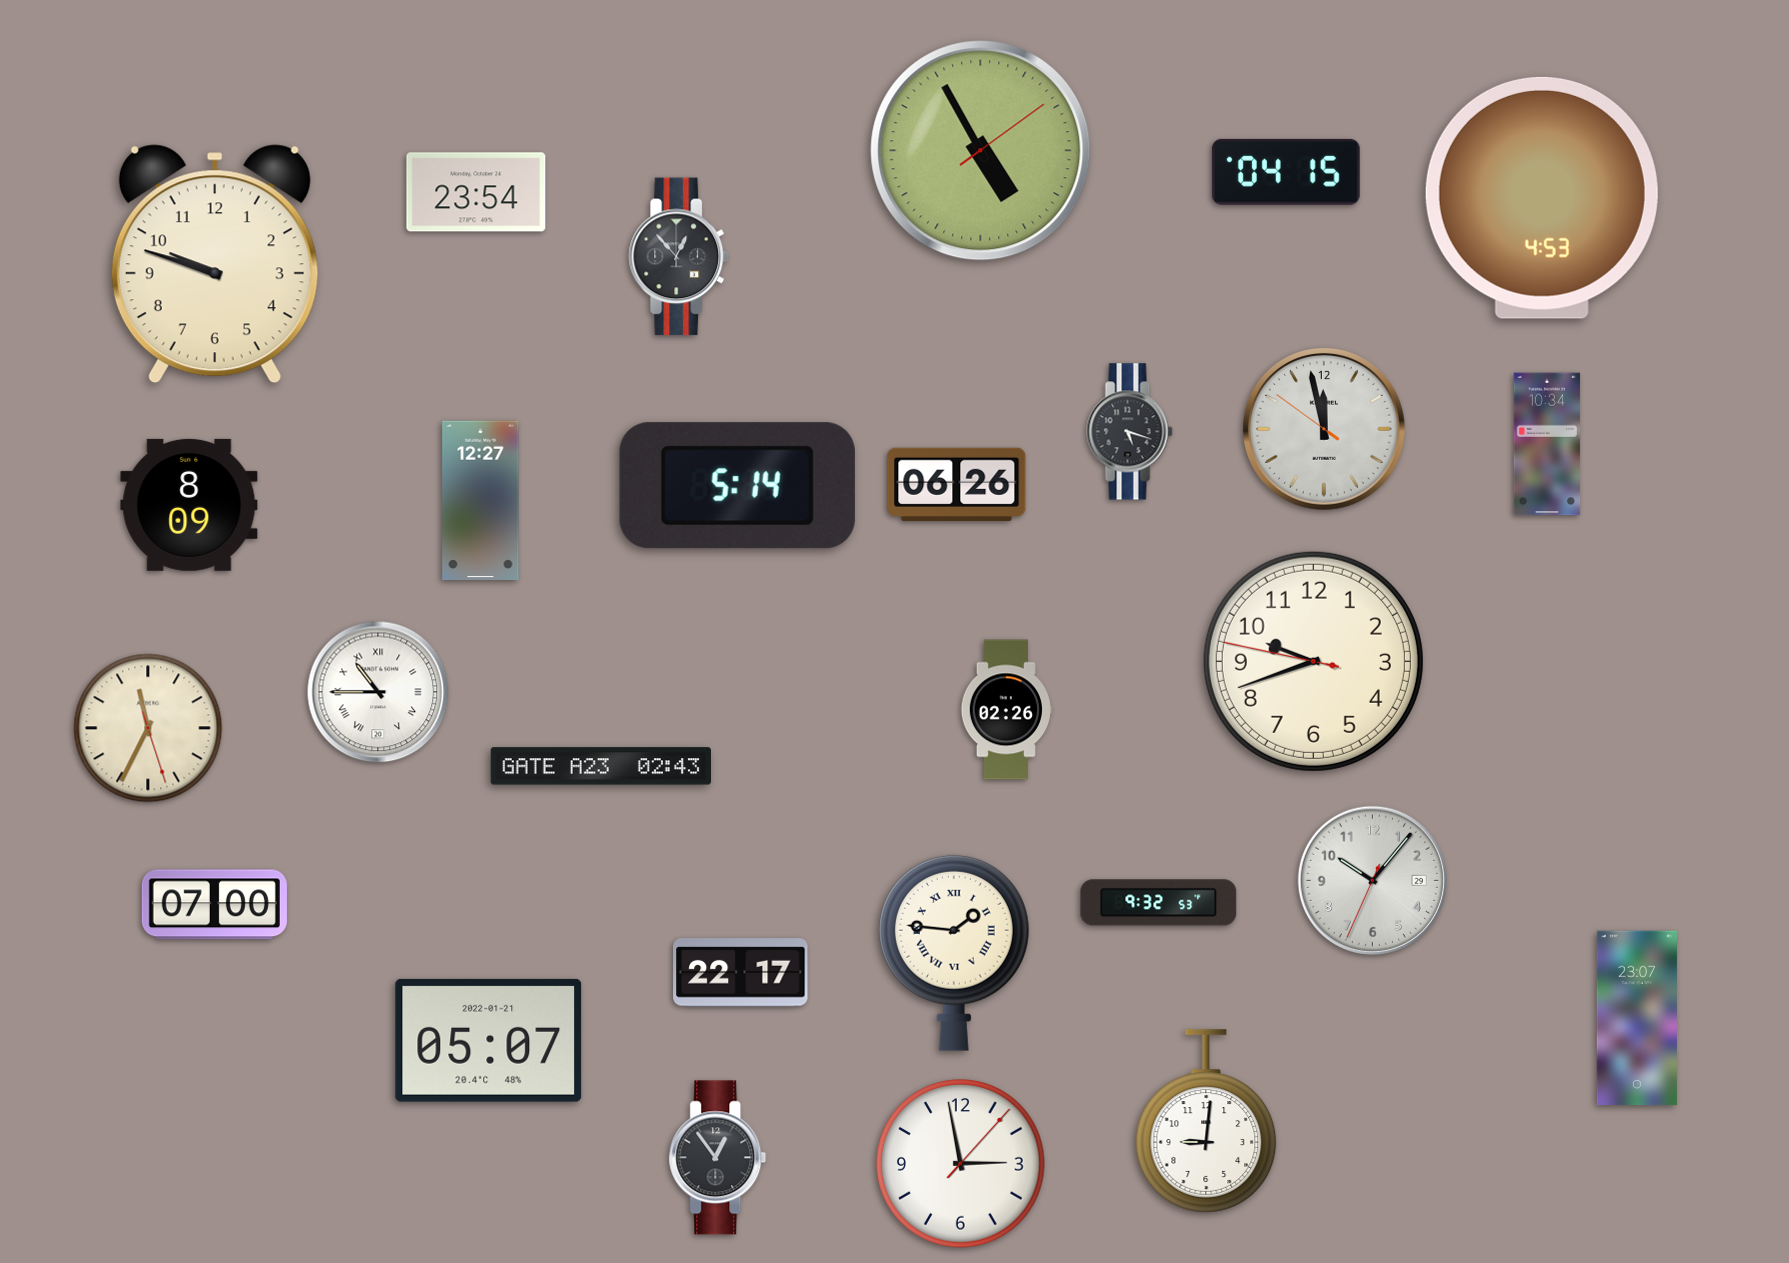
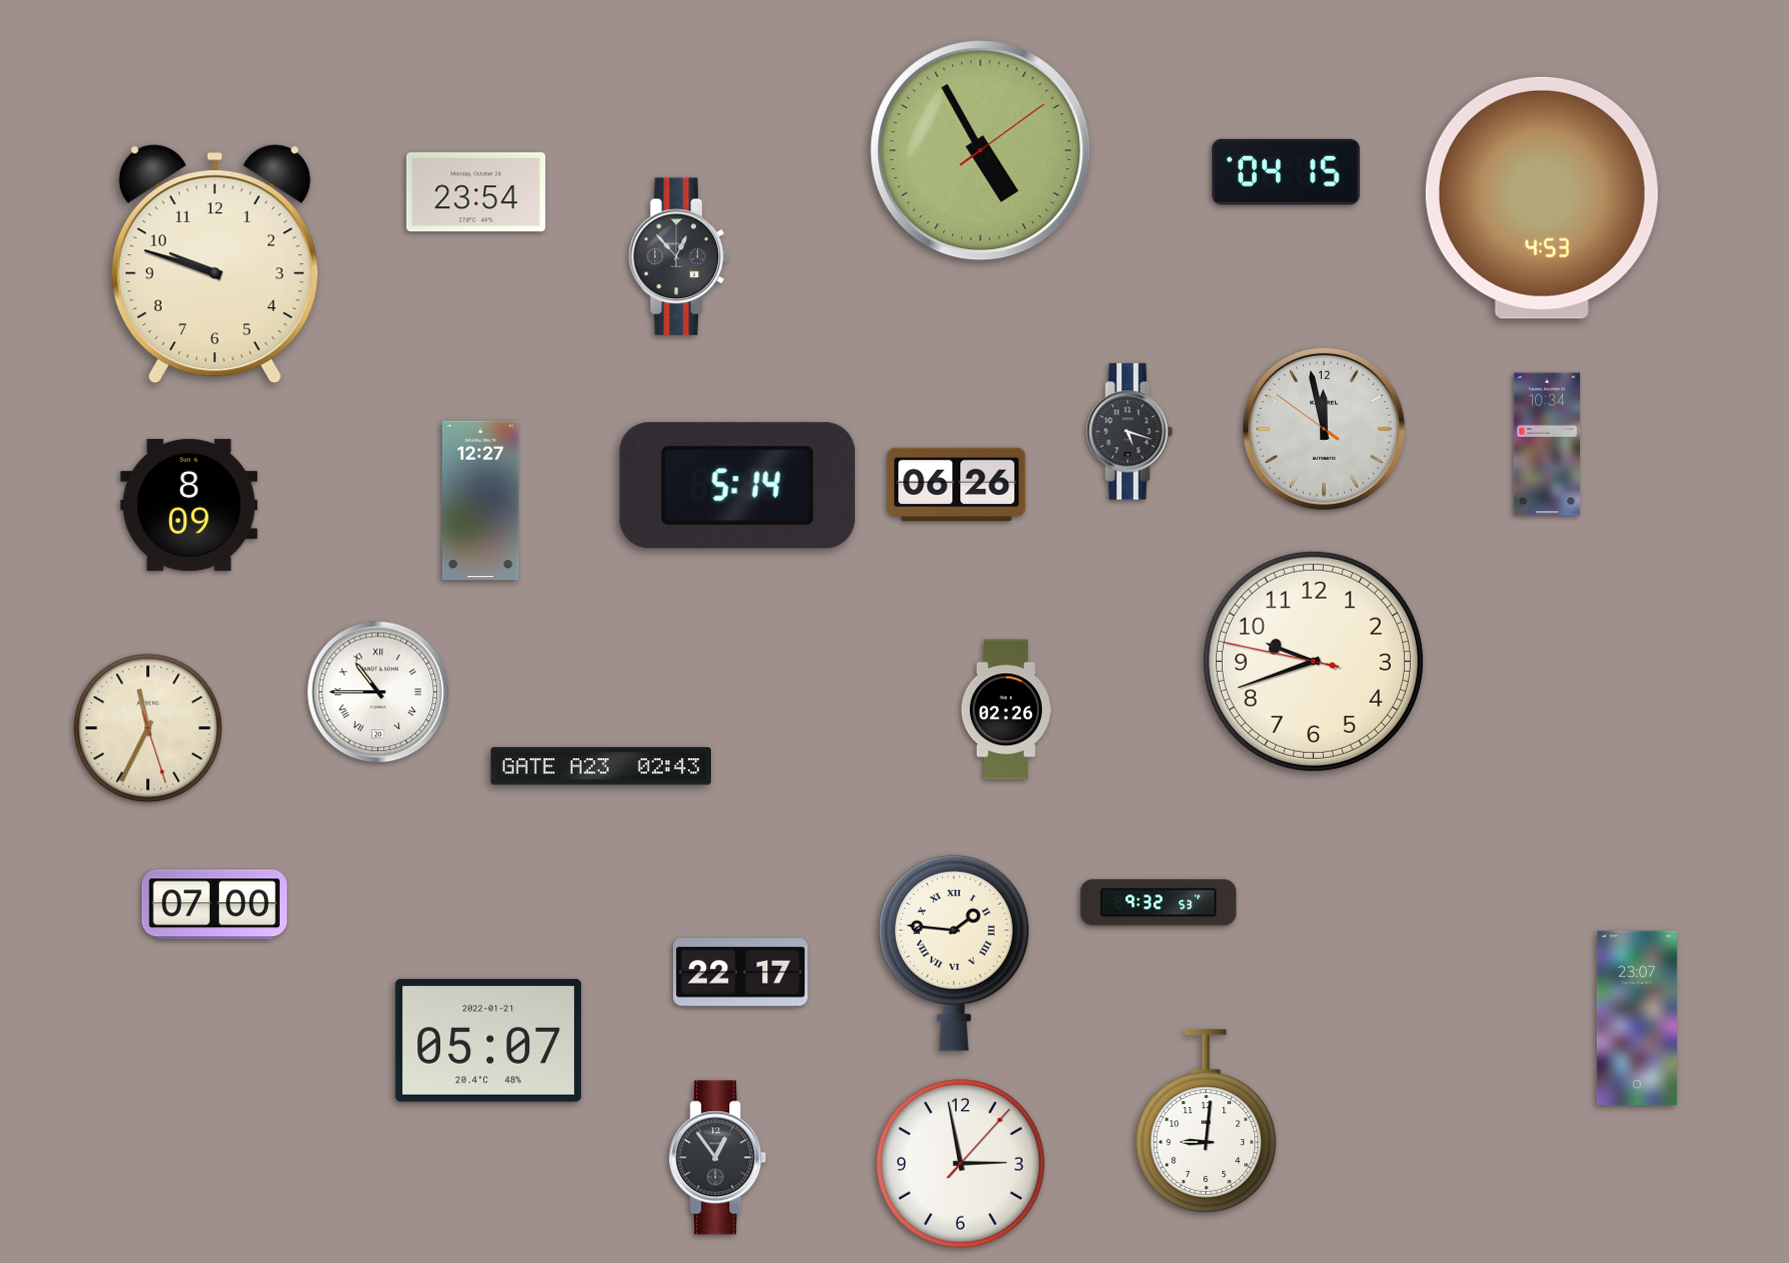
clock at (1372, 880): 10:06 -> none
